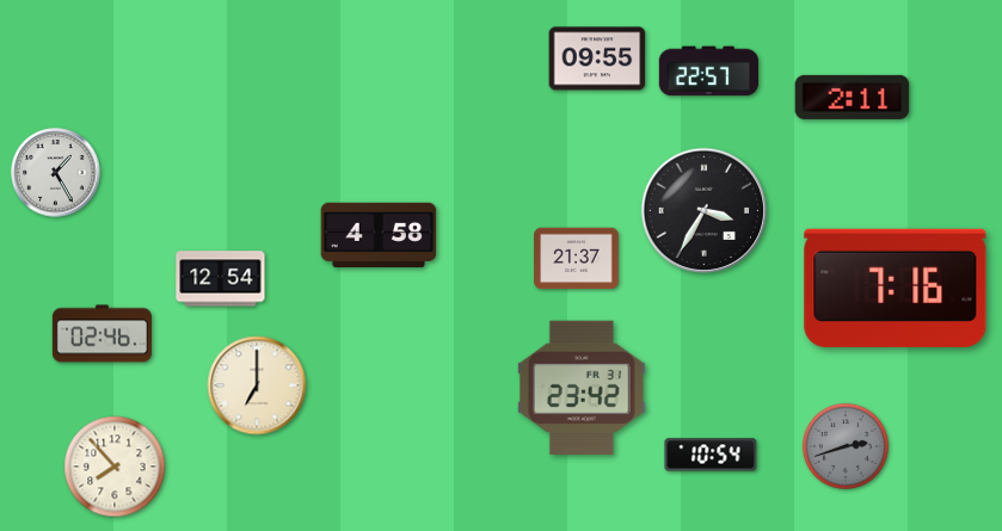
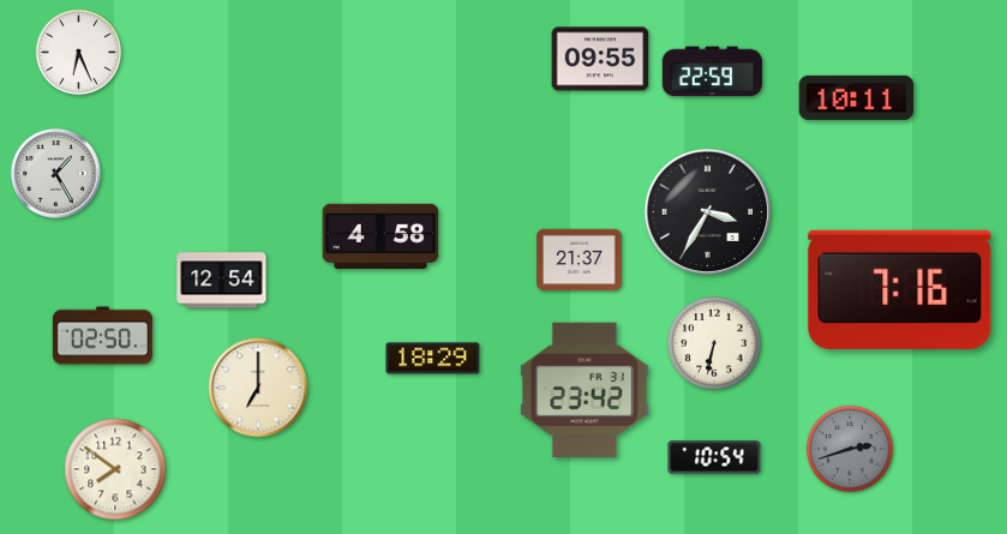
clock at (78, 52): none -> 6:26
clock at (708, 72): 22:57 -> 22:59
clock at (853, 97): 2:11 -> 10:11
clock at (102, 334): 02:46 -> 02:50
clock at (714, 343): none -> 6:32
clock at (433, 359): none -> 18:29
clock at (115, 467): 7:53 -> 7:51
